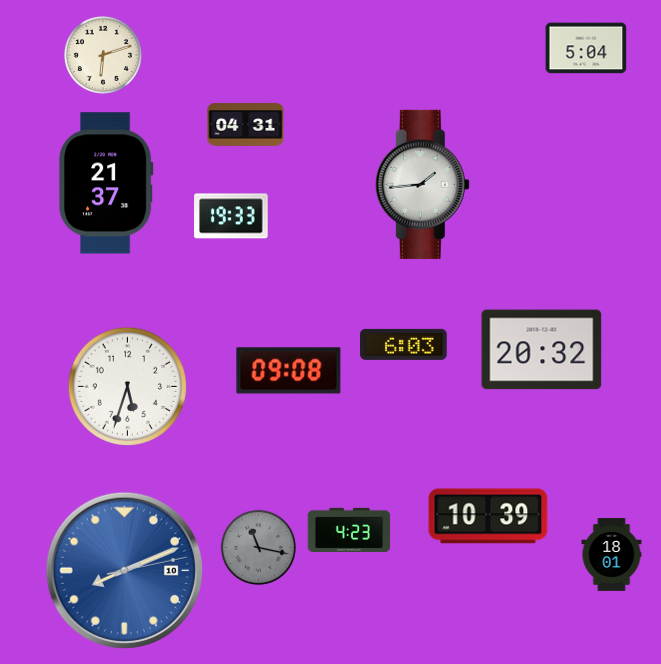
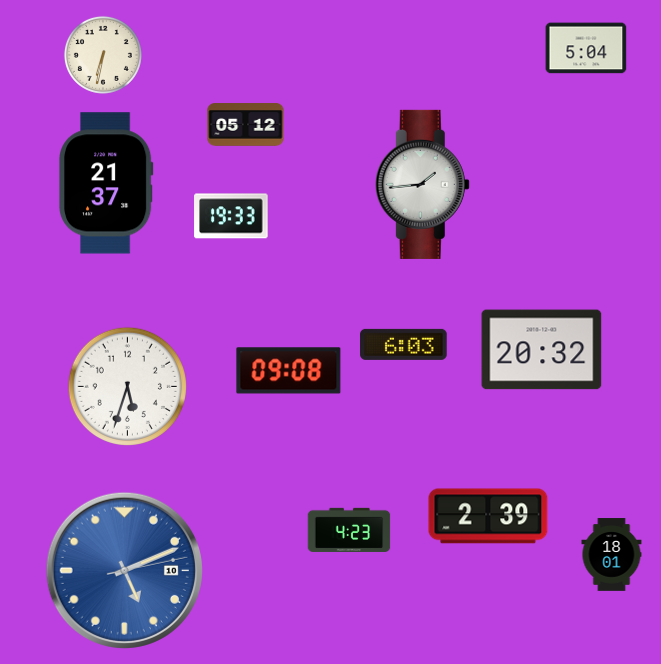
clock at (103, 55): 6:12 -> 6:32
clock at (246, 125): 04:31 -> 05:12
clock at (488, 516): 10:39 -> 2:39
clock at (258, 547): 11:17 -> none
clock at (124, 570): 8:11 -> 5:11
